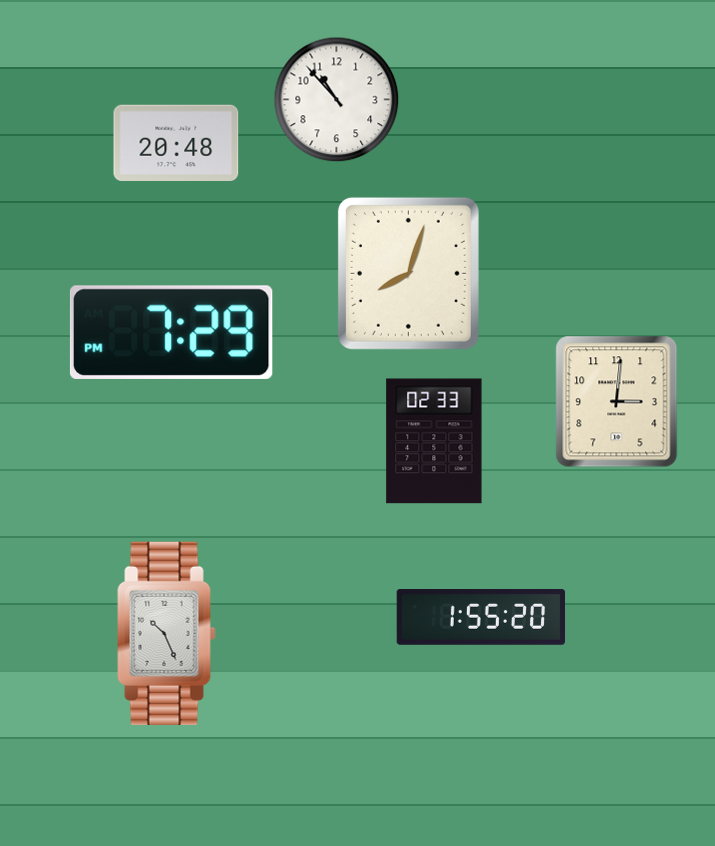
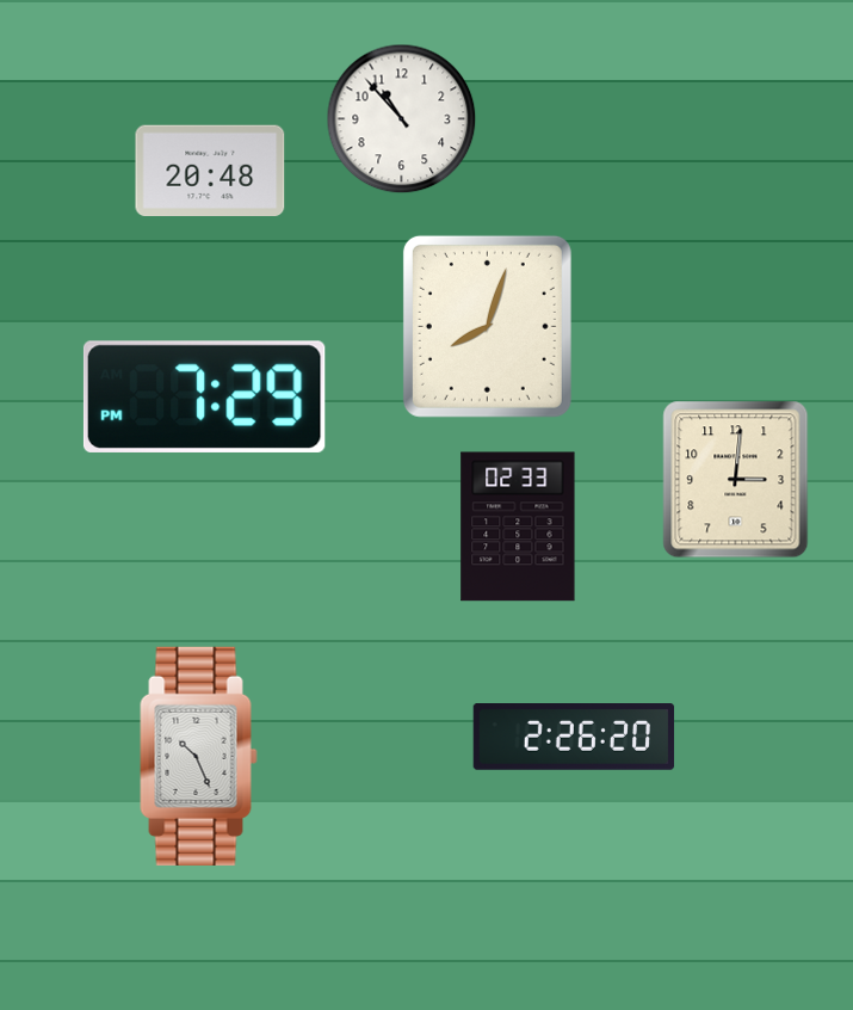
clock at (481, 618): 1:55 -> 2:26
